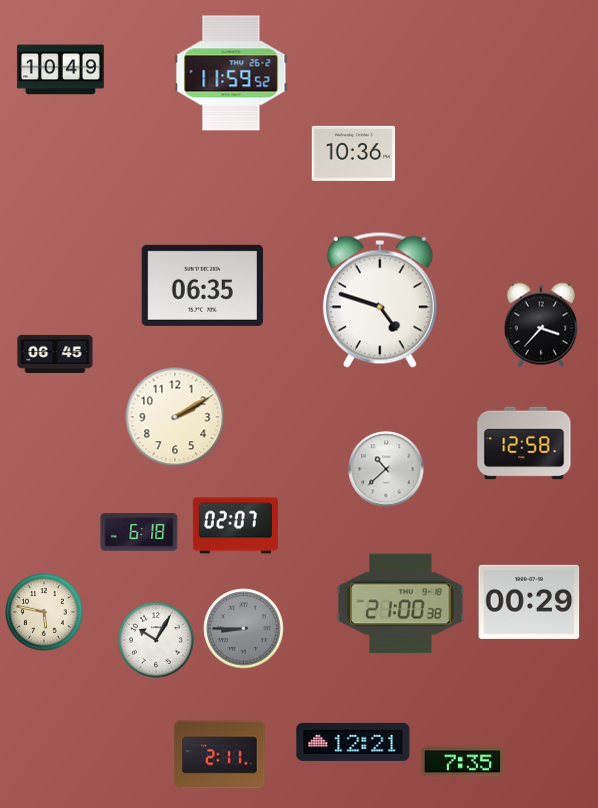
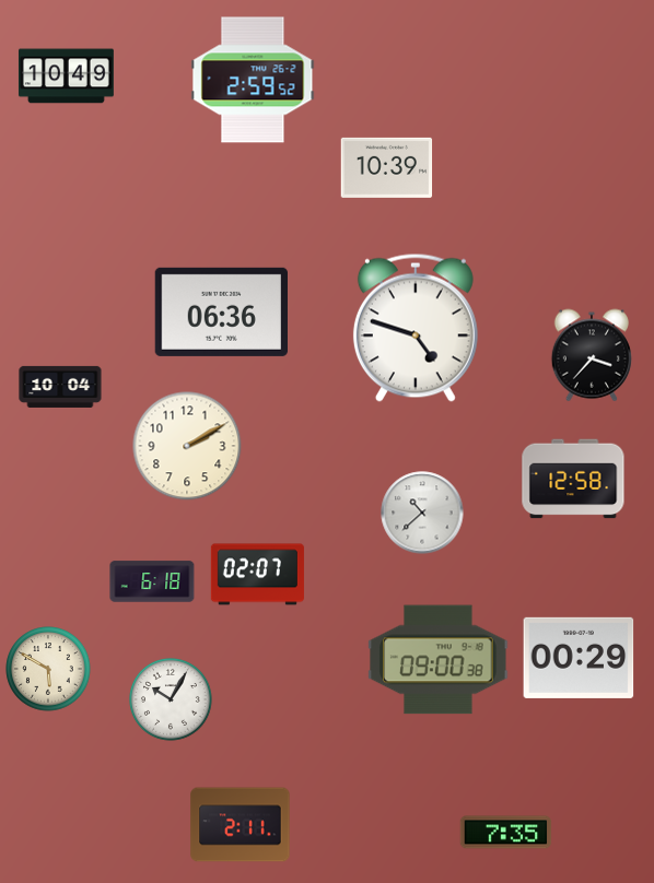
clock at (231, 73): 11:59 -> 2:59
clock at (354, 153): 10:36 -> 10:39
clock at (202, 285): 06:35 -> 06:36
clock at (55, 354): 06:45 -> 10:04
clock at (175, 417) position: (175, 417) -> (187, 446)
clock at (524, 443) position: (524, 443) -> (573, 479)
clock at (401, 604): 21:00 -> 09:00
clock at (44, 612): 5:47 -> 5:50
clock at (244, 629): 8:45 -> none
clock at (353, 742): 12:21 -> none
